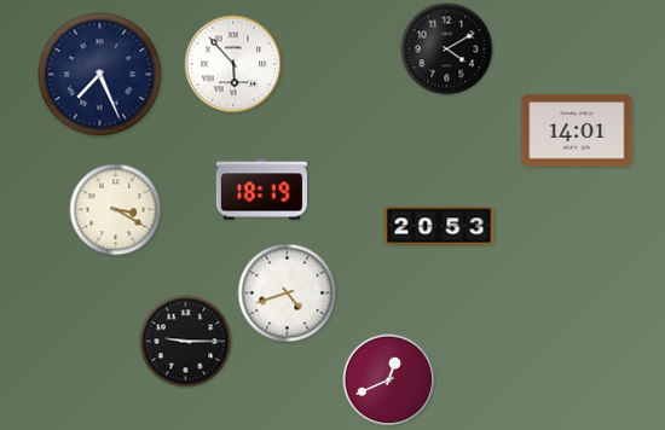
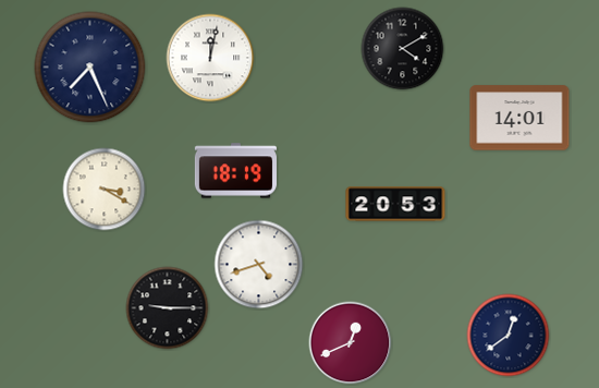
clock at (447, 50) position: (447, 50) -> (403, 49)
clock at (233, 64): 5:53 -> 12:02
clock at (509, 336): none -> 12:39
